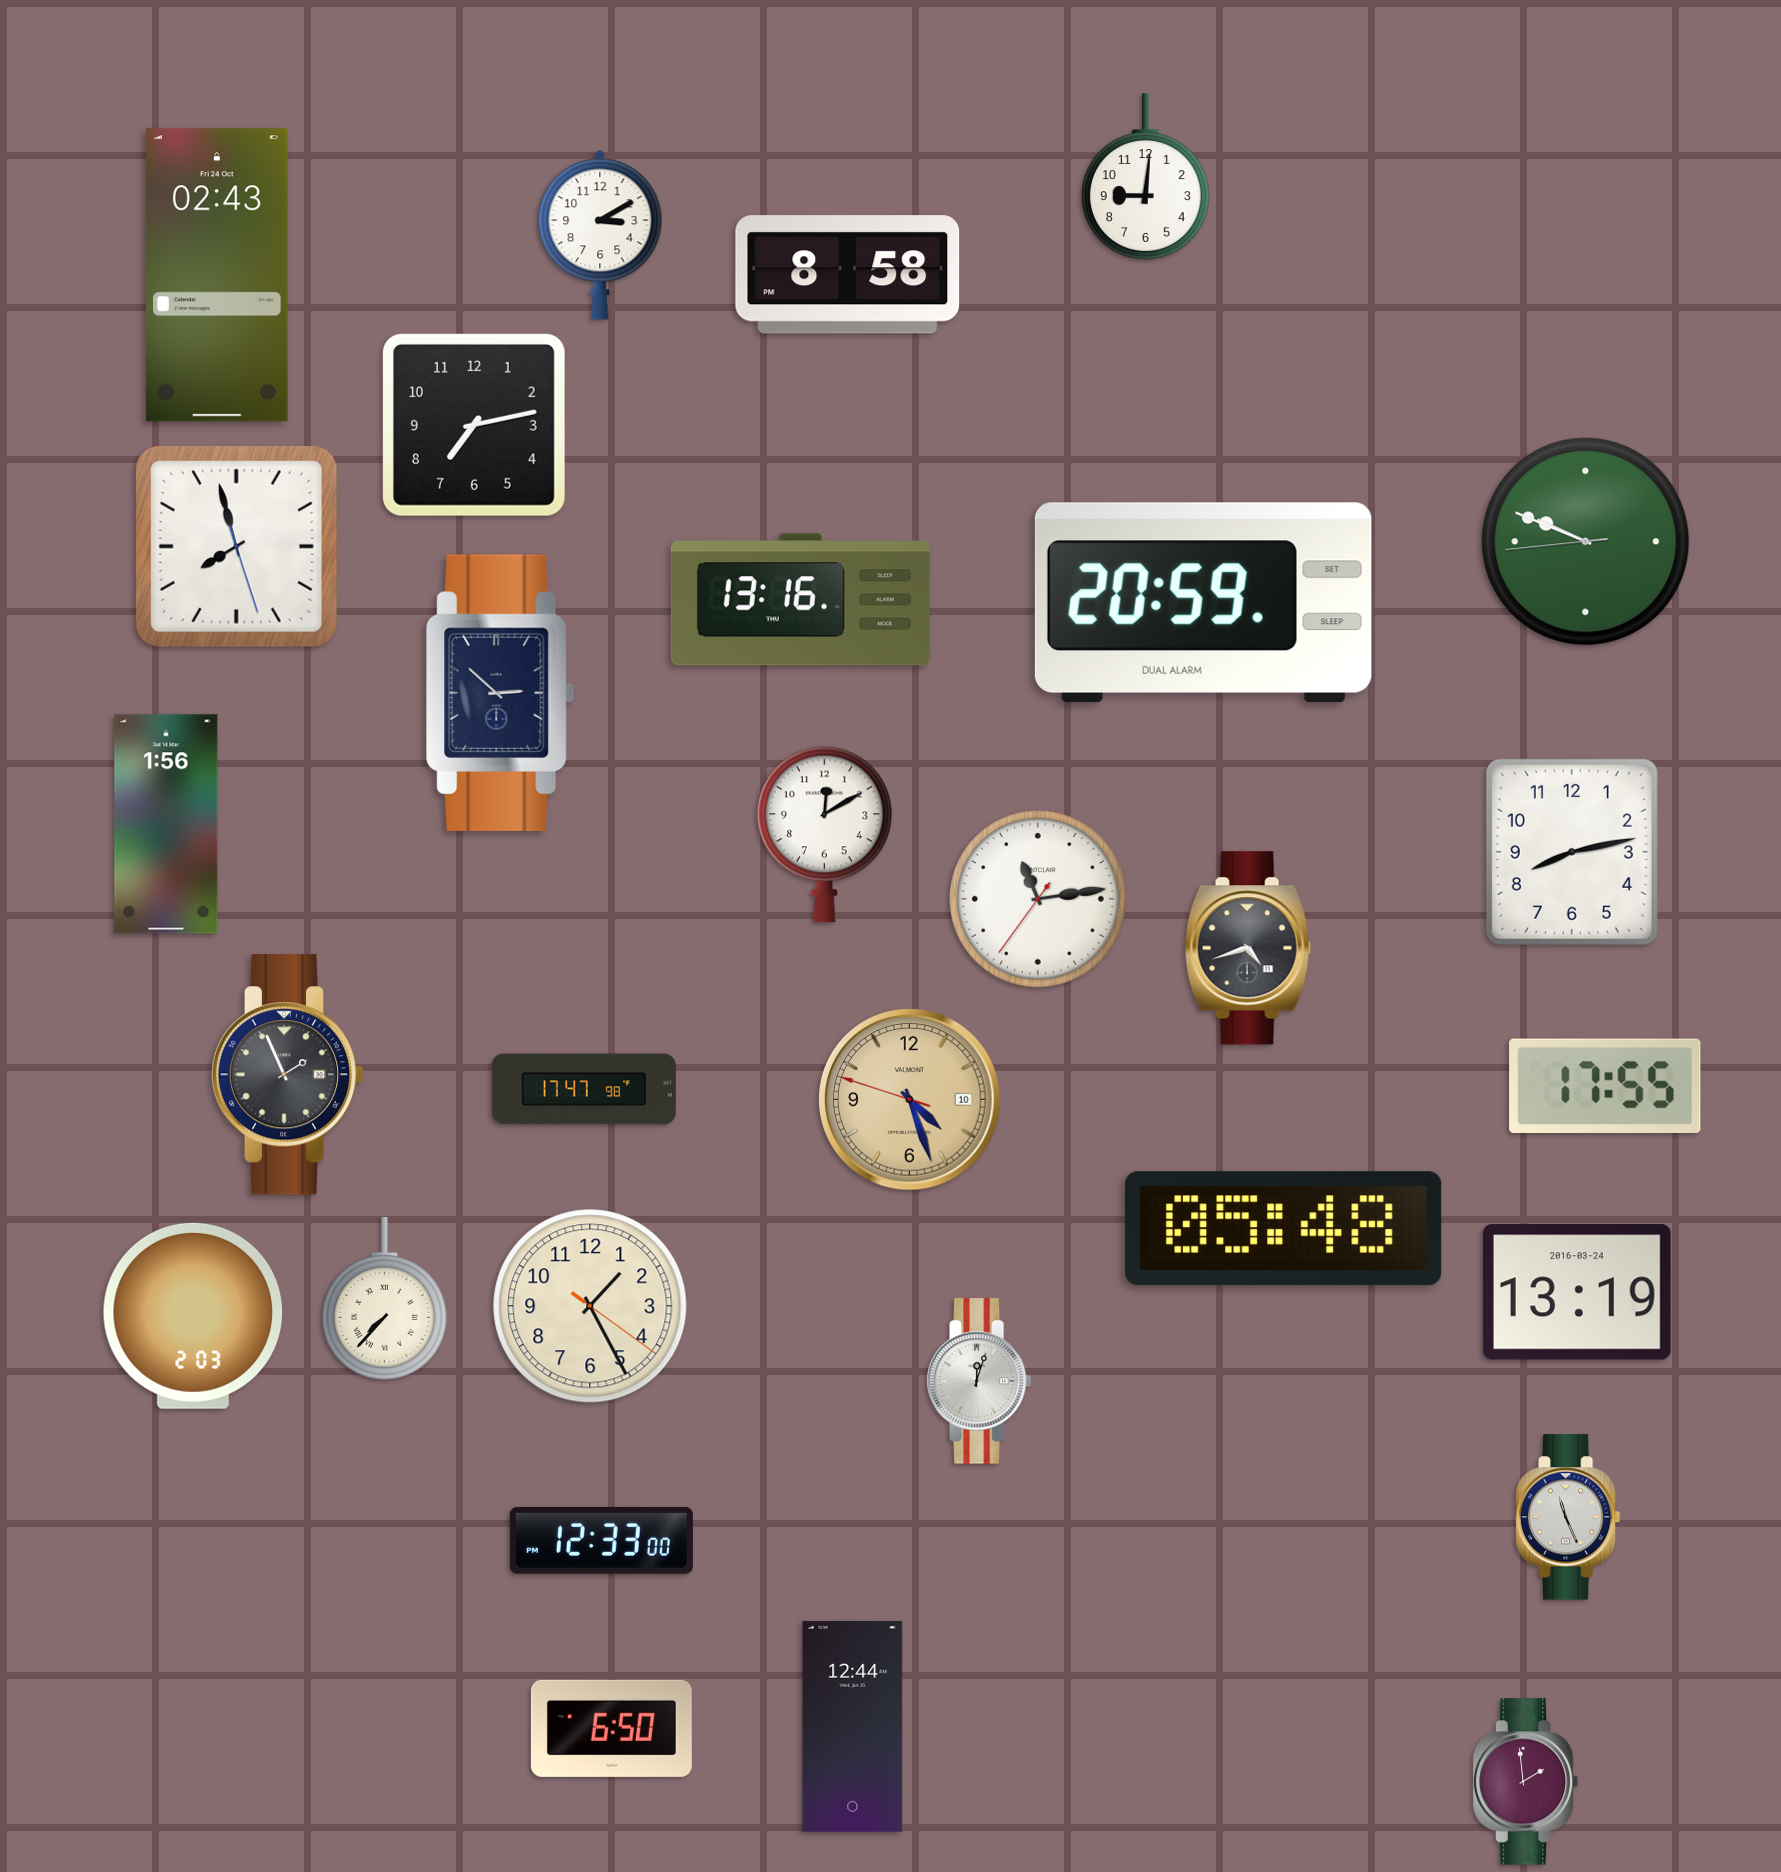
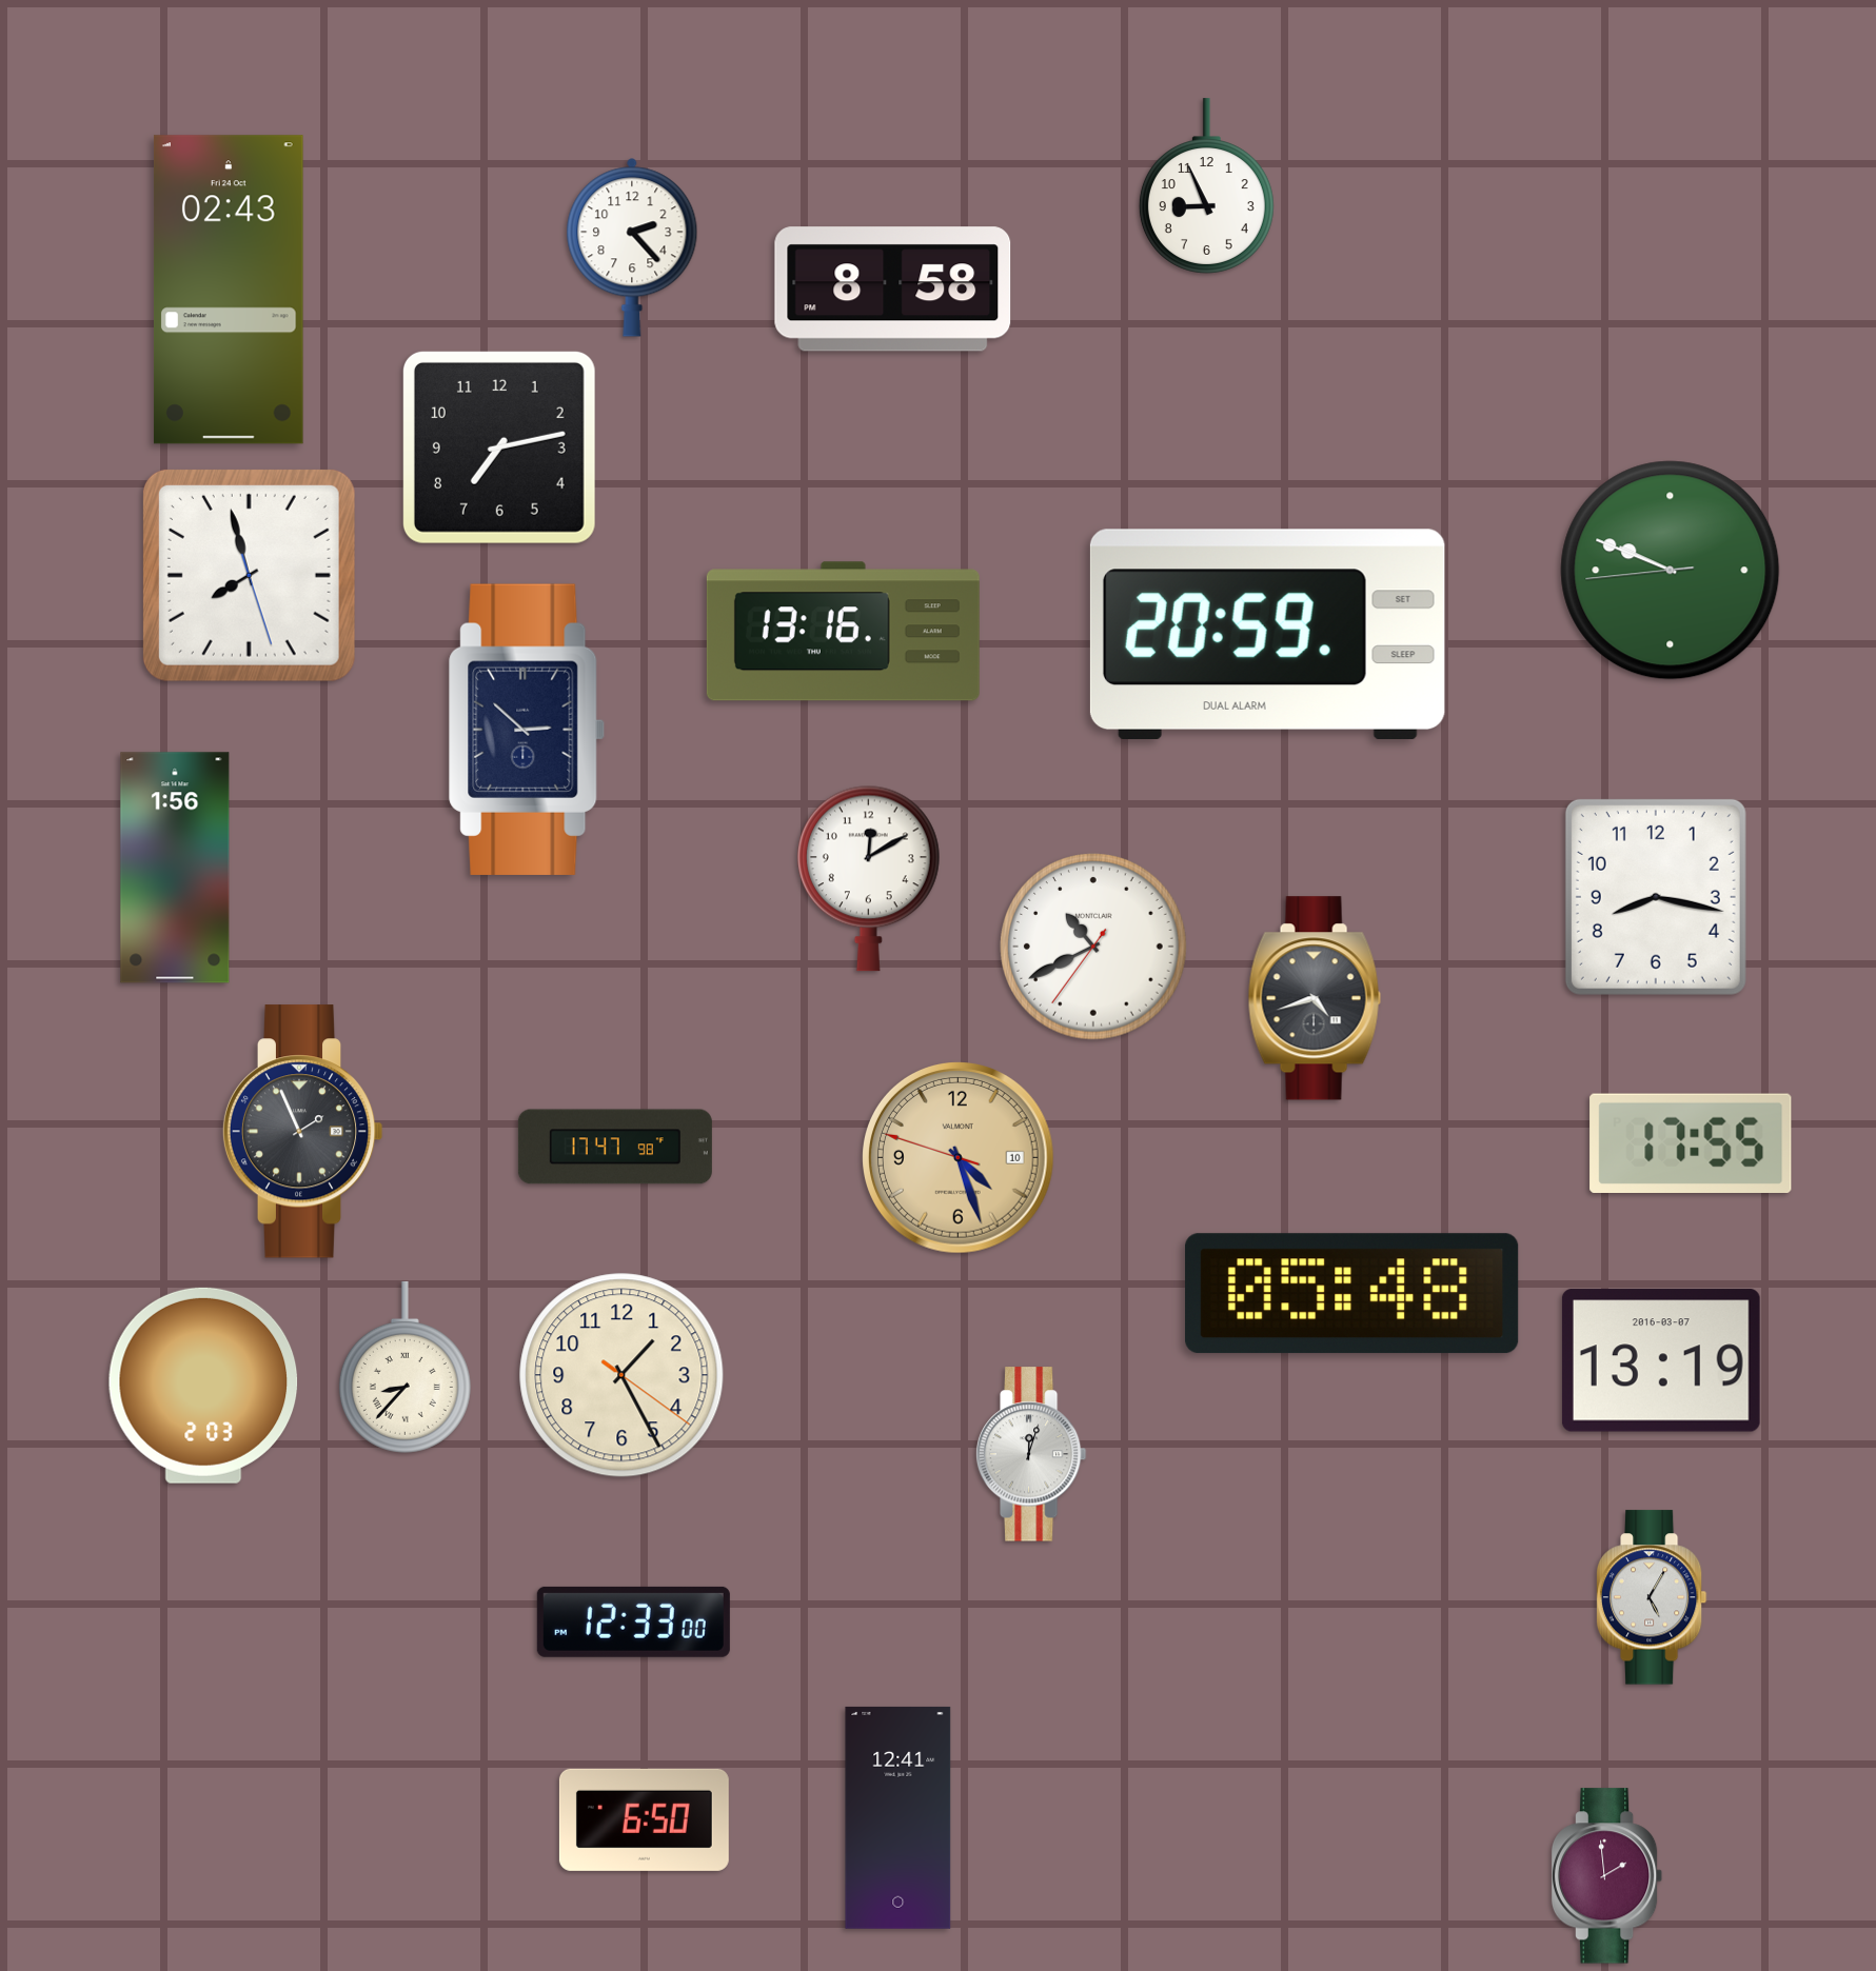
clock at (1145, 177): 9:01 -> 8:56
clock at (600, 235): 3:10 -> 2:23
clock at (1572, 852): 8:13 -> 8:17
clock at (1038, 899): 11:13 -> 10:40
clock at (1577, 1292) date: 2016-03-24 -> 2016-03-07
clock at (384, 1298): 7:37 -> 8:37
clock at (1568, 1517): 11:26 -> 5:05
clock at (853, 1726): 12:44 -> 12:41
